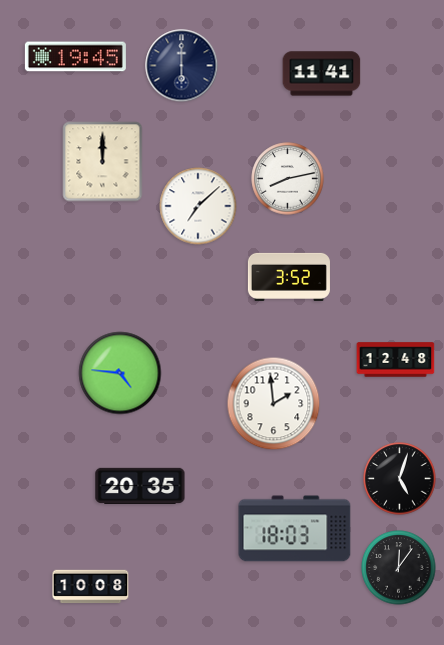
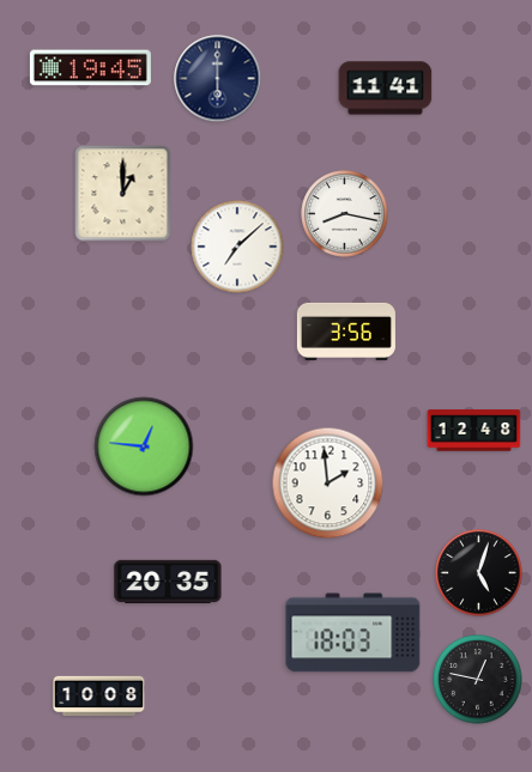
clock at (103, 162): 12:00 -> 1:00
clock at (288, 179): 8:13 -> 8:17
clock at (289, 277): 3:52 -> 3:56
clock at (120, 373): 4:46 -> 12:46
clock at (399, 568): 12:06 -> 12:47
clock at (91, 587) position: (91, 587) -> (99, 697)
